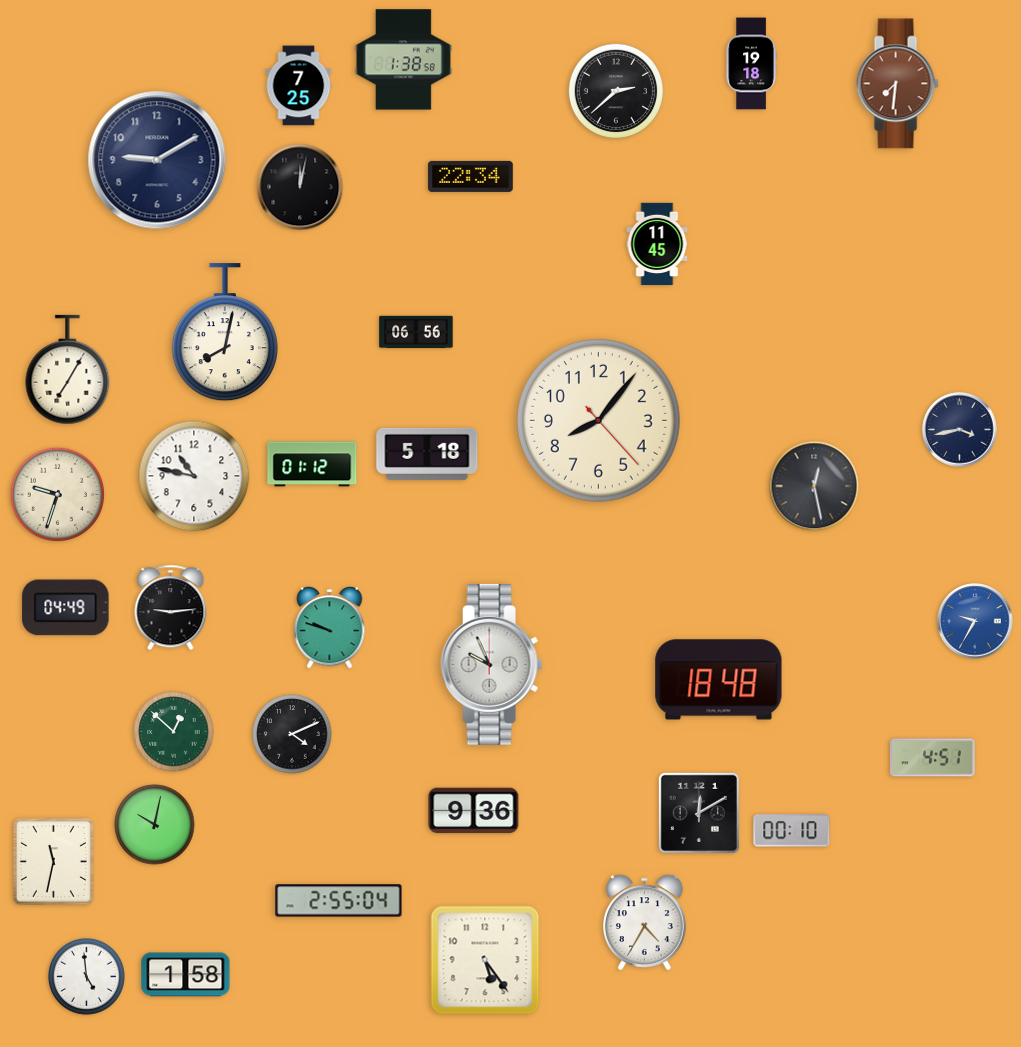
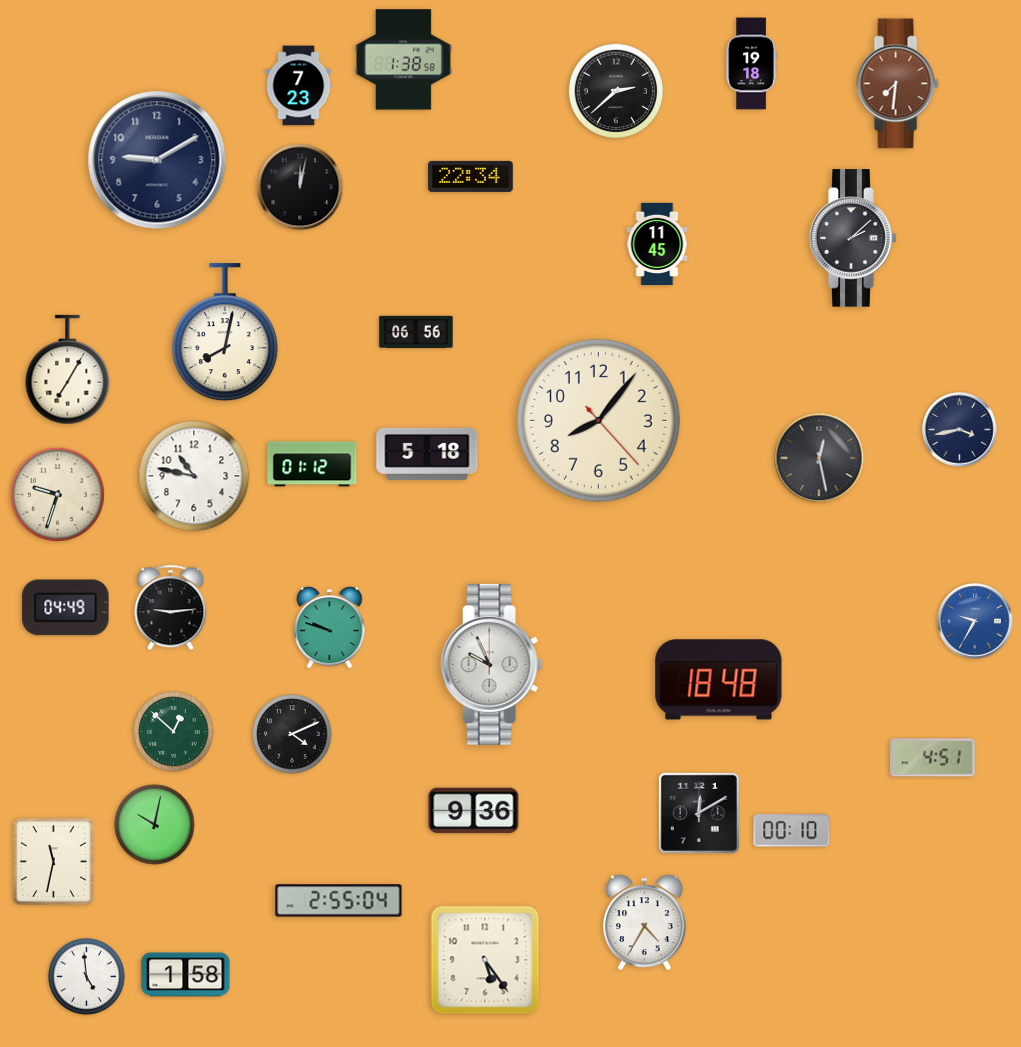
clock at (299, 86): 7:25 -> 7:23
clock at (853, 238): none -> 2:08
clock at (814, 486) position: (814, 486) -> (819, 458)
